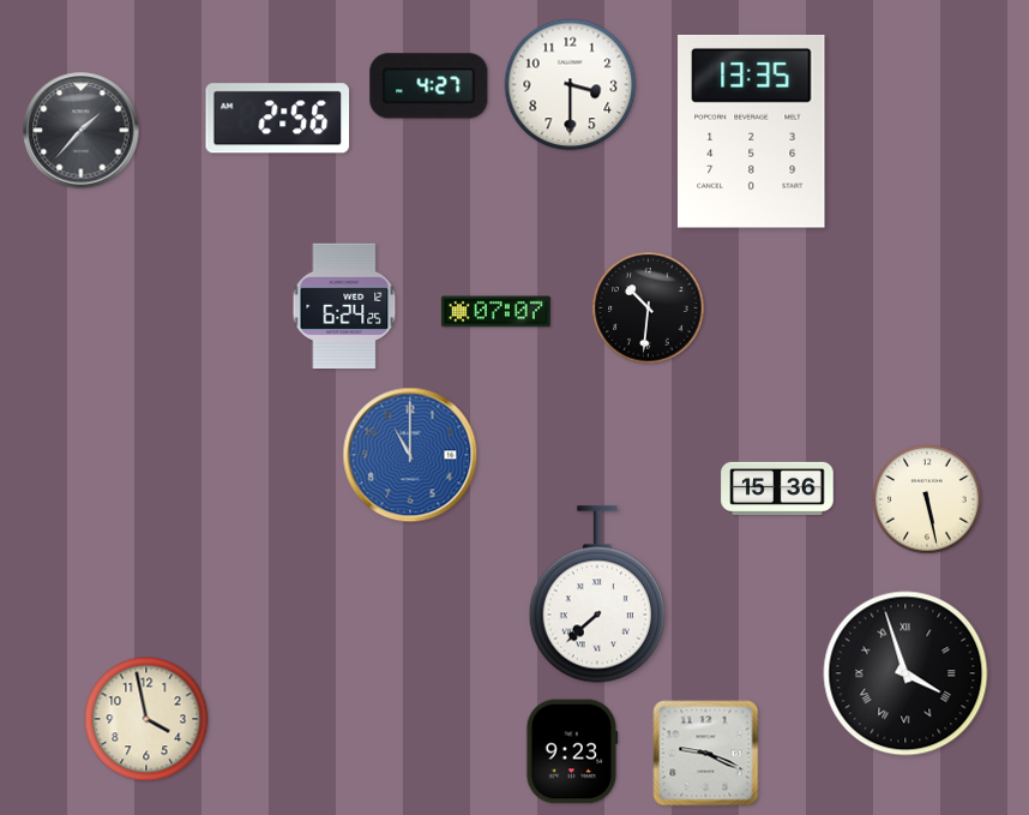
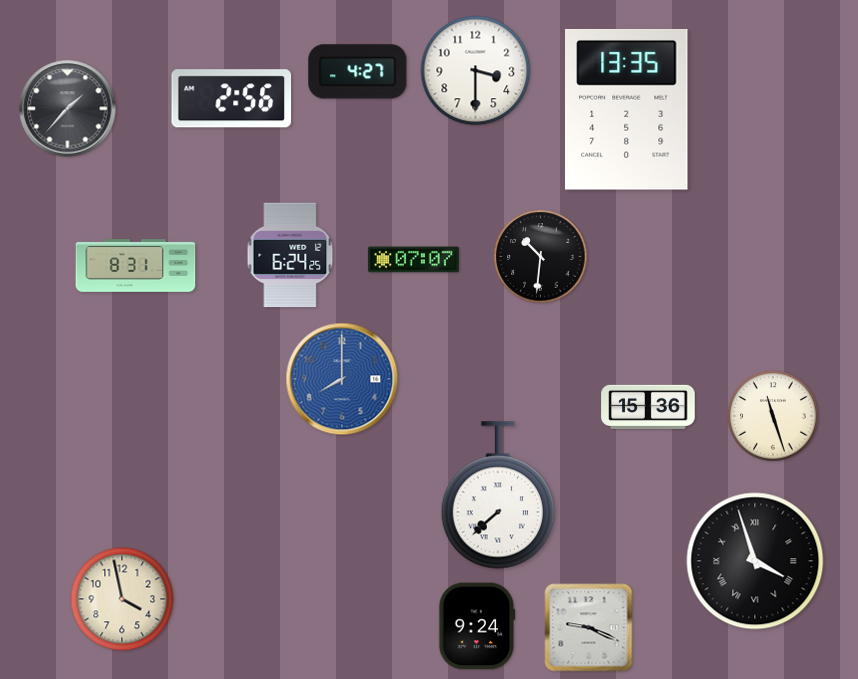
clock at (344, 306) position: (344, 306) -> (290, 255)
clock at (136, 266): none -> 8:31
clock at (410, 455): 11:00 -> 8:00
clock at (927, 499): 5:28 -> 11:27
clock at (572, 751): 9:23 -> 9:24
